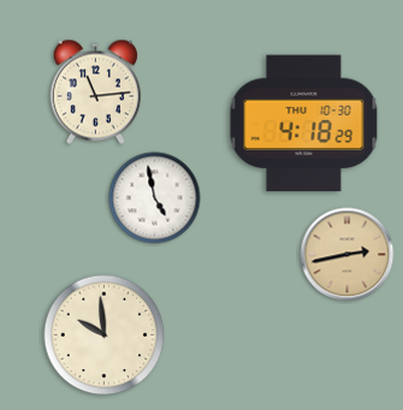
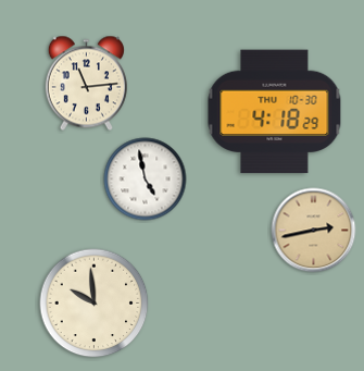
clock at (155, 198) position: (155, 198) -> (146, 180)
